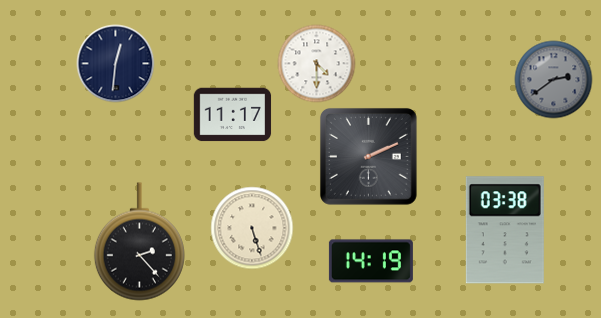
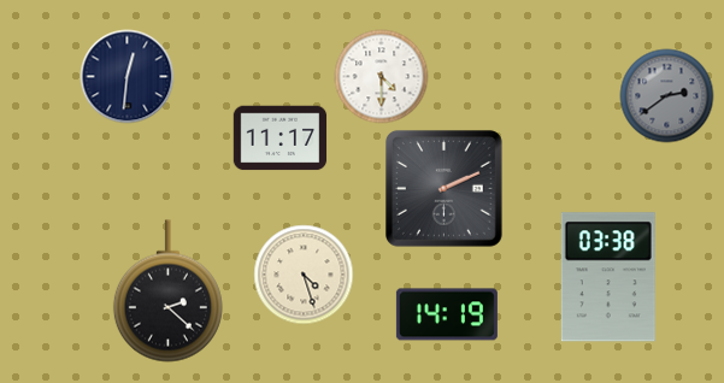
clock at (115, 63) position: (115, 63) -> (126, 76)
clock at (252, 228): 5:27 -> 4:27
clock at (139, 242): 2:23 -> 2:22
